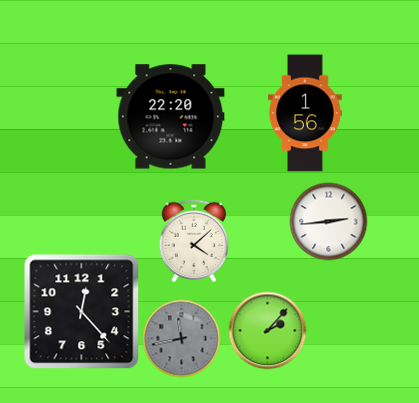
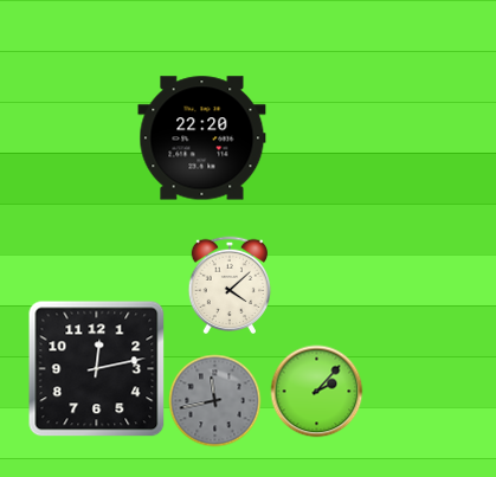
clock at (306, 113): 1:56 -> none
clock at (328, 221): 2:44 -> none
clock at (82, 312): 12:23 -> 12:13
